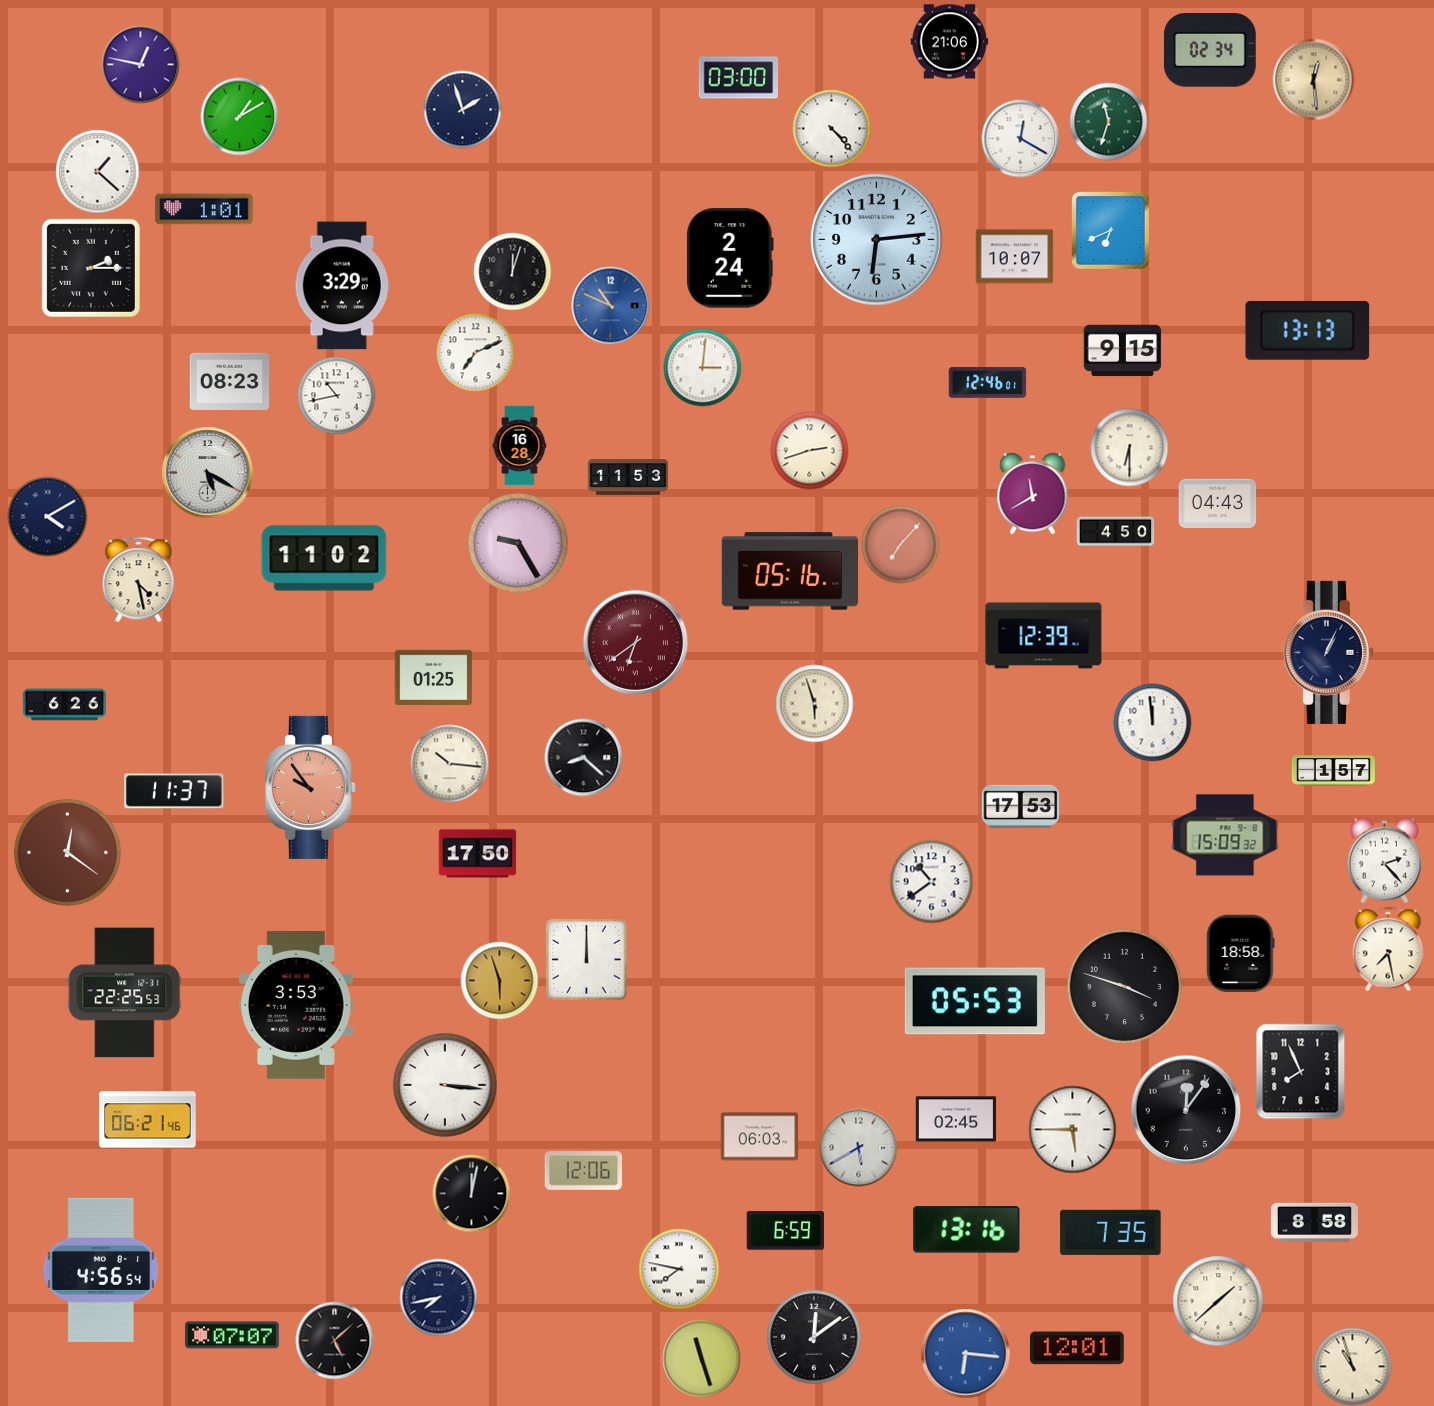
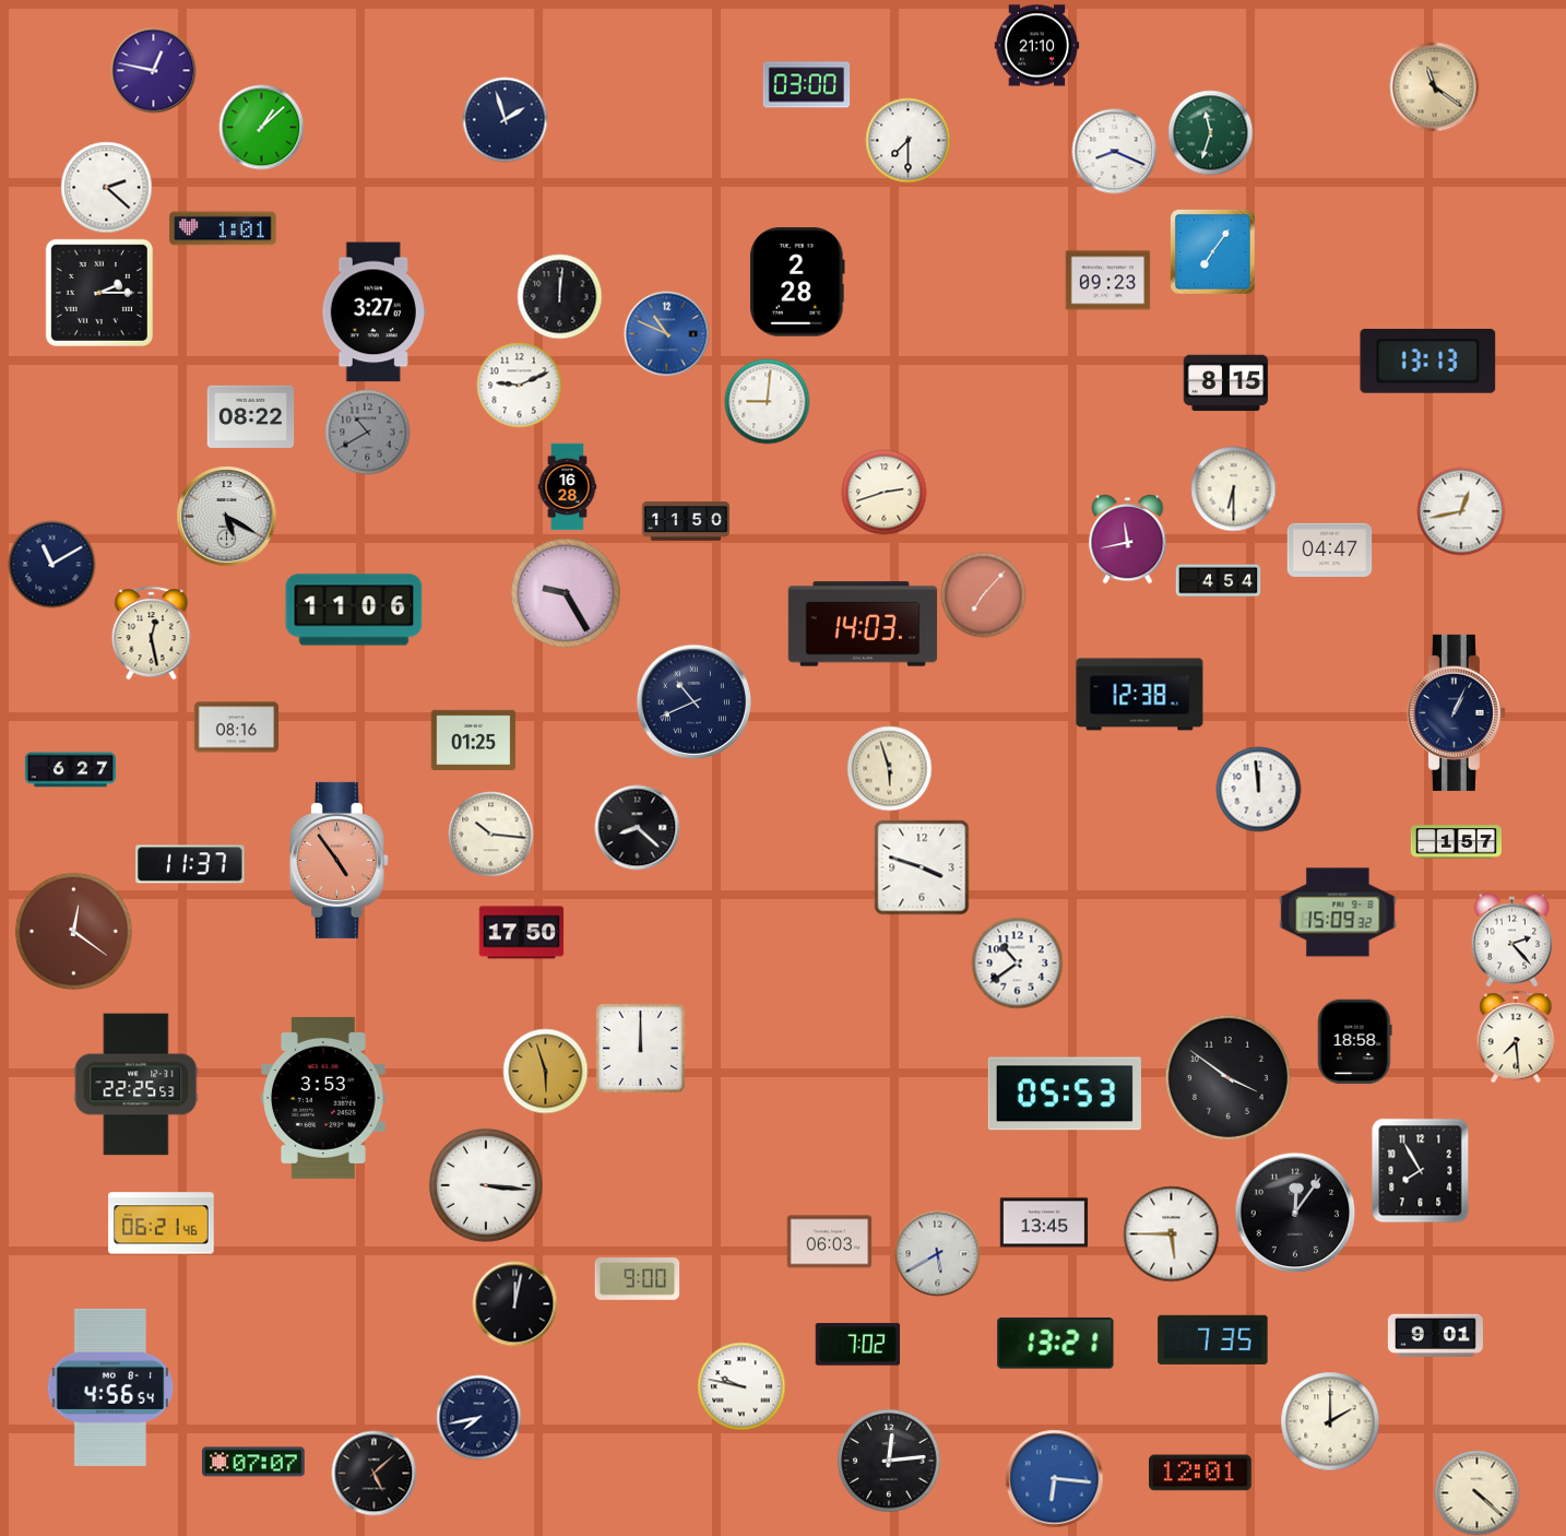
clock at (949, 42): 21:06 -> 21:10
clock at (1210, 50): 02:34 -> none
clock at (1313, 79): 12:29 -> 11:21
clock at (239, 116): 1:10 -> 1:08
clock at (831, 128): 4:23 -> 7:30
clock at (1020, 138): 12:20 -> 8:19
clock at (97, 171): 1:22 -> 2:22
clock at (1111, 231): 6:41 -> 7:06
clock at (877, 240): 6:14 -> none
clock at (1014, 257): 10:07 -> 09:23
clock at (730, 258): 2:24 -> 2:28
clock at (512, 271): 12:03 -> 12:01
clock at (342, 286): 3:29 -> 3:27
clock at (1122, 351): 9:15 -> 8:15
clock at (475, 352): 7:11 -> 9:11
clock at (702, 367): 3:01 -> 9:01
clock at (229, 381): 08:23 -> 08:22
clock at (987, 383): 12:46 -> none
clock at (336, 395): 10:43 -> 10:40
clock at (336, 395) dial: white -> grey
clock at (1461, 511): none -> 12:43
clock at (628, 478): 11:53 -> 11:50
clock at (1033, 493): 11:40 -> 11:43
clock at (1217, 503): 04:43 -> 04:47
clock at (47, 516): 4:10 -> 11:10
clock at (1115, 532): 4:50 -> 4:54
clock at (324, 558): 11:02 -> 11:06
clock at (790, 571): 05:16 -> 14:03
clock at (139, 579): 4:28 -> 12:28
clock at (1044, 636): 12:39 -> 12:38
clock at (635, 642): 6:39 -> 10:41
clock at (635, 642) dial: burgundy -> navy
clock at (1328, 652) position: (1328, 652) -> (1456, 712)
clock at (236, 728): none -> 08:16
clock at (64, 705): 6:26 -> 6:27
clock at (310, 787): 9:54 -> 4:54
clock at (922, 867): none -> 3:48
clock at (1020, 806): 17:53 -> none
clock at (1388, 949): 7:28 -> 7:29
clock at (1124, 986): 3:48 -> 3:51
clock at (1301, 1071): 7:56 -> 7:55
clock at (956, 1119): 02:45 -> 13:45
clock at (583, 1171): 12:06 -> 9:00
clock at (1314, 1222): 8:58 -> 9:01
clock at (967, 1230): 13:16 -> 13:21
clock at (785, 1231): 6:59 -> 7:02
clock at (1111, 1232) position: (1111, 1232) -> (1213, 1339)
clock at (679, 1269): 7:47 -> 9:47
clock at (1218, 1301): 1:38 -> 2:00
clock at (233, 1335) position: (233, 1335) -> (254, 1462)
clock at (814, 1337): 12:09 -> 12:14
clock at (334, 1340) position: (334, 1340) -> (373, 1473)
clock at (1078, 1348) position: (1078, 1348) -> (1201, 1473)
clock at (701, 1358): 11:27 -> none
clock at (1352, 1366): 10:57 -> 4:22
